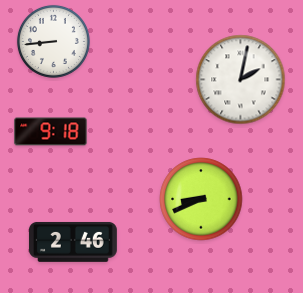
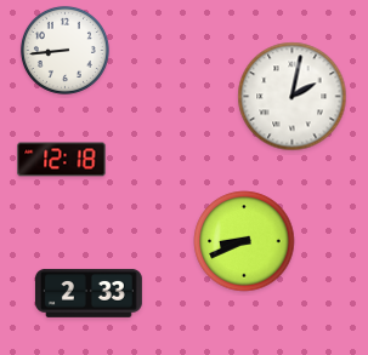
clock at (51, 132): 9:18 -> 12:18
clock at (73, 242): 2:46 -> 2:33
